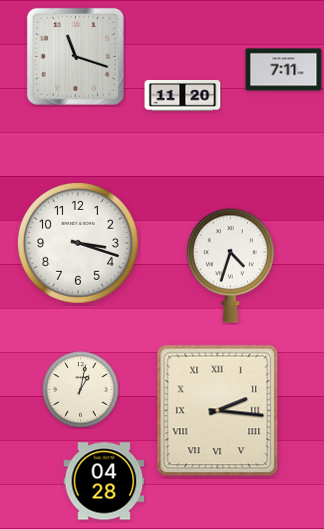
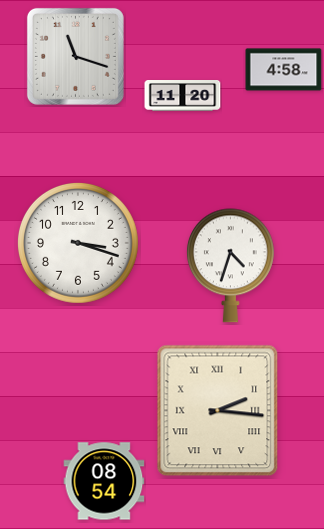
clock at (284, 70): 7:11 -> 4:58
clock at (81, 390): 1:02 -> none
clock at (104, 481): 04:28 -> 08:54
